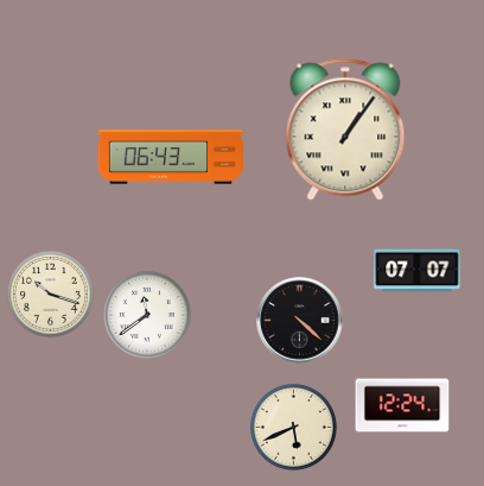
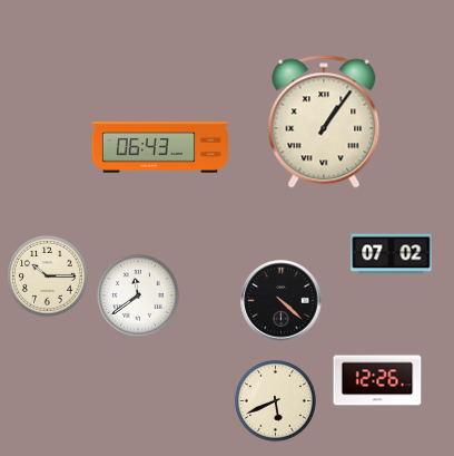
clock at (418, 271): 07:07 -> 07:02
clock at (50, 294): 10:18 -> 10:15
clock at (402, 405): 12:24 -> 12:26
